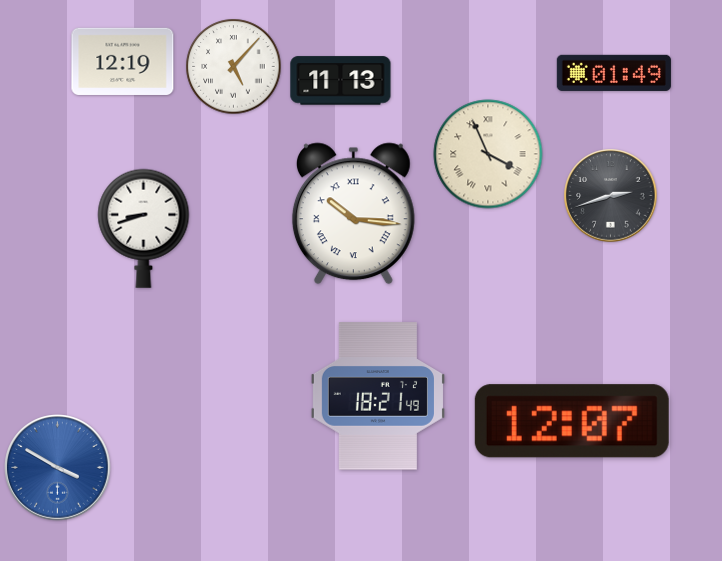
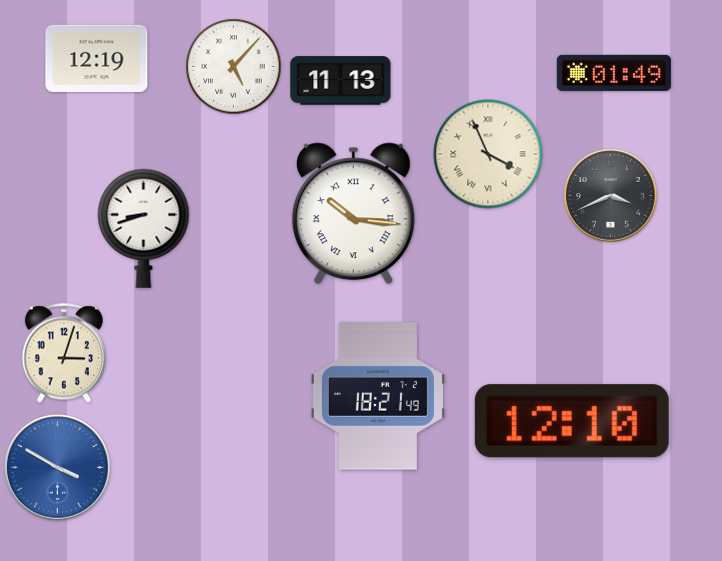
clock at (123, 61) position: (123, 61) -> (97, 58)
clock at (611, 196): 2:42 -> 3:41
clock at (64, 353): none -> 3:03
clock at (572, 421): 12:07 -> 12:10
